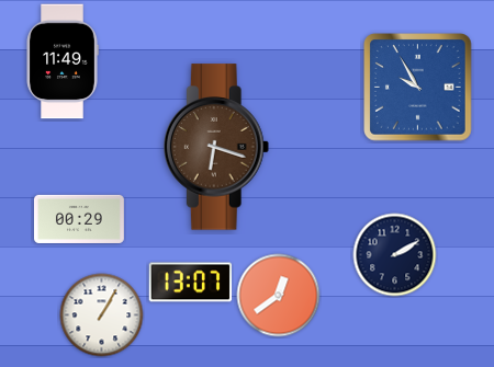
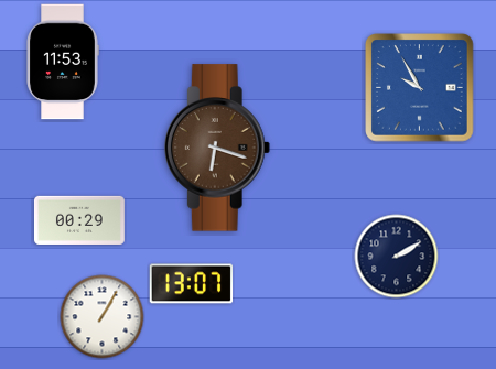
clock at (63, 61): 11:49 -> 11:53
clock at (279, 296): 12:39 -> none
